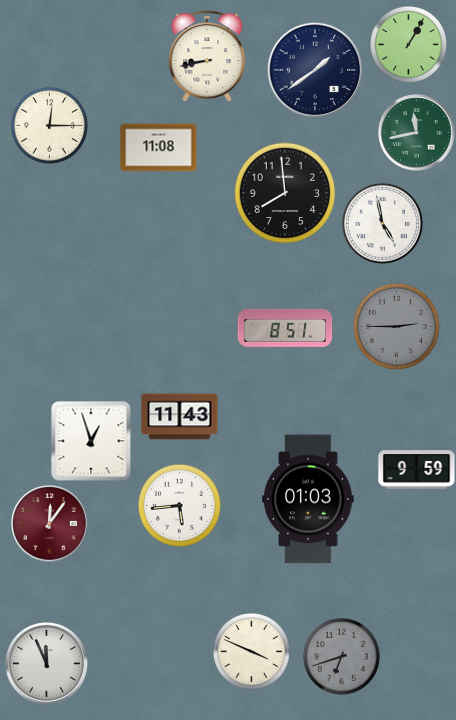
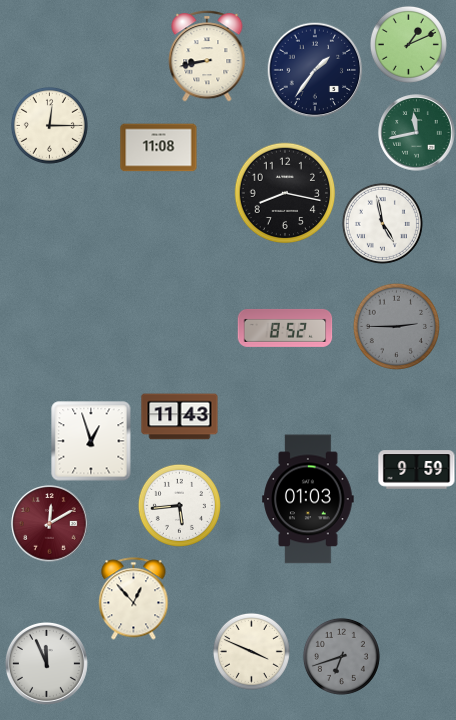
clock at (408, 44): 1:05 -> 1:11
clock at (315, 70): 1:39 -> 1:36
clock at (285, 193): 7:59 -> 8:17
clock at (285, 328): 8:51 -> 8:52
clock at (50, 524): 12:06 -> 12:10
clock at (134, 599): none -> 12:53
